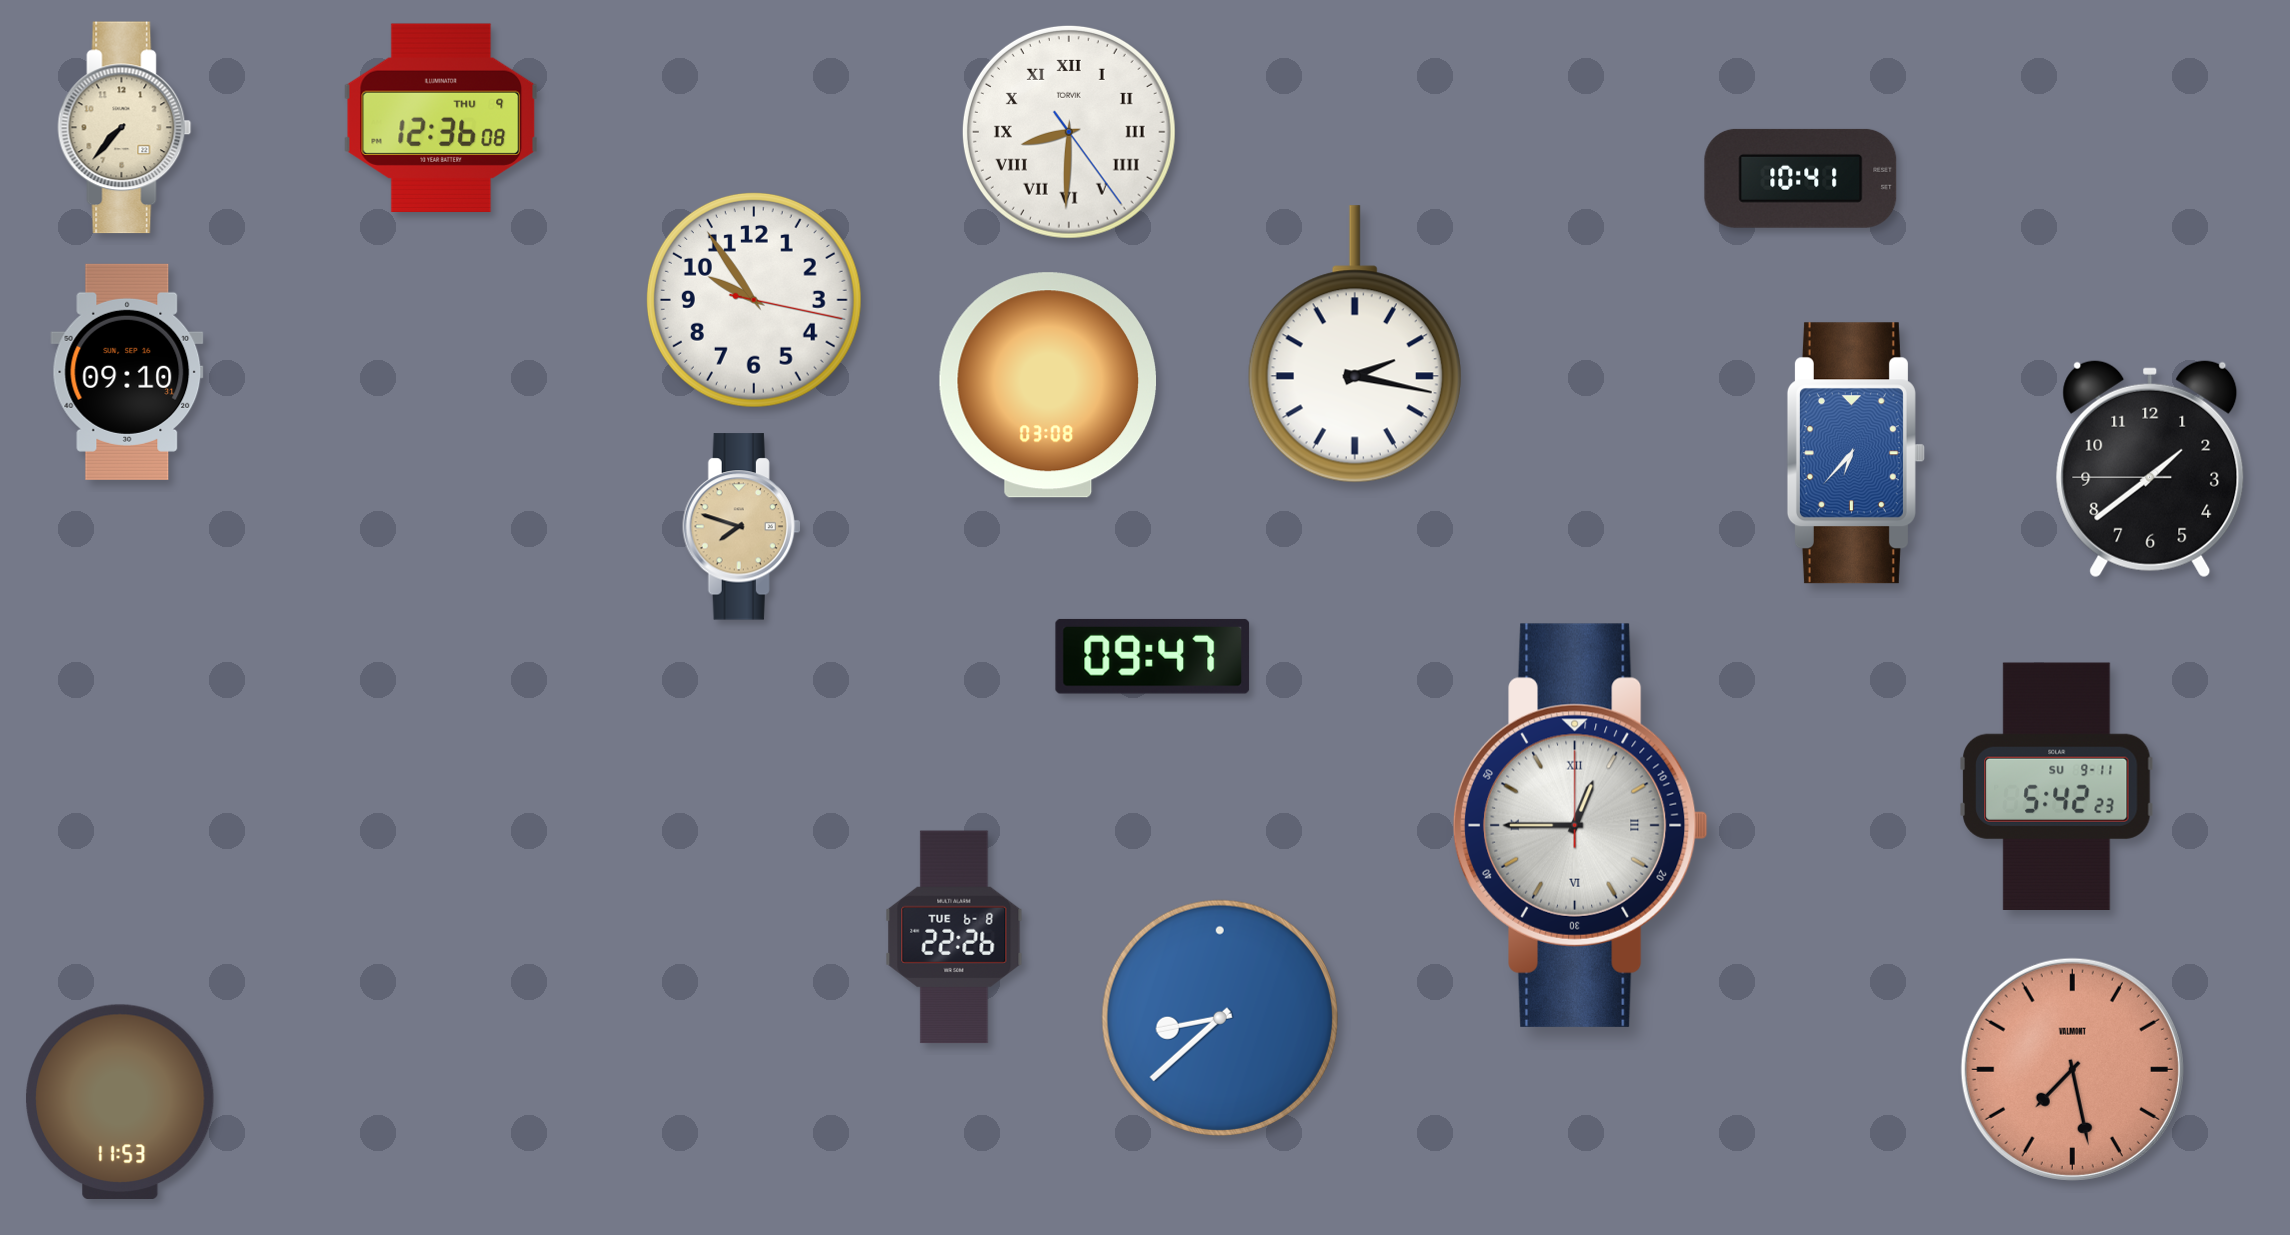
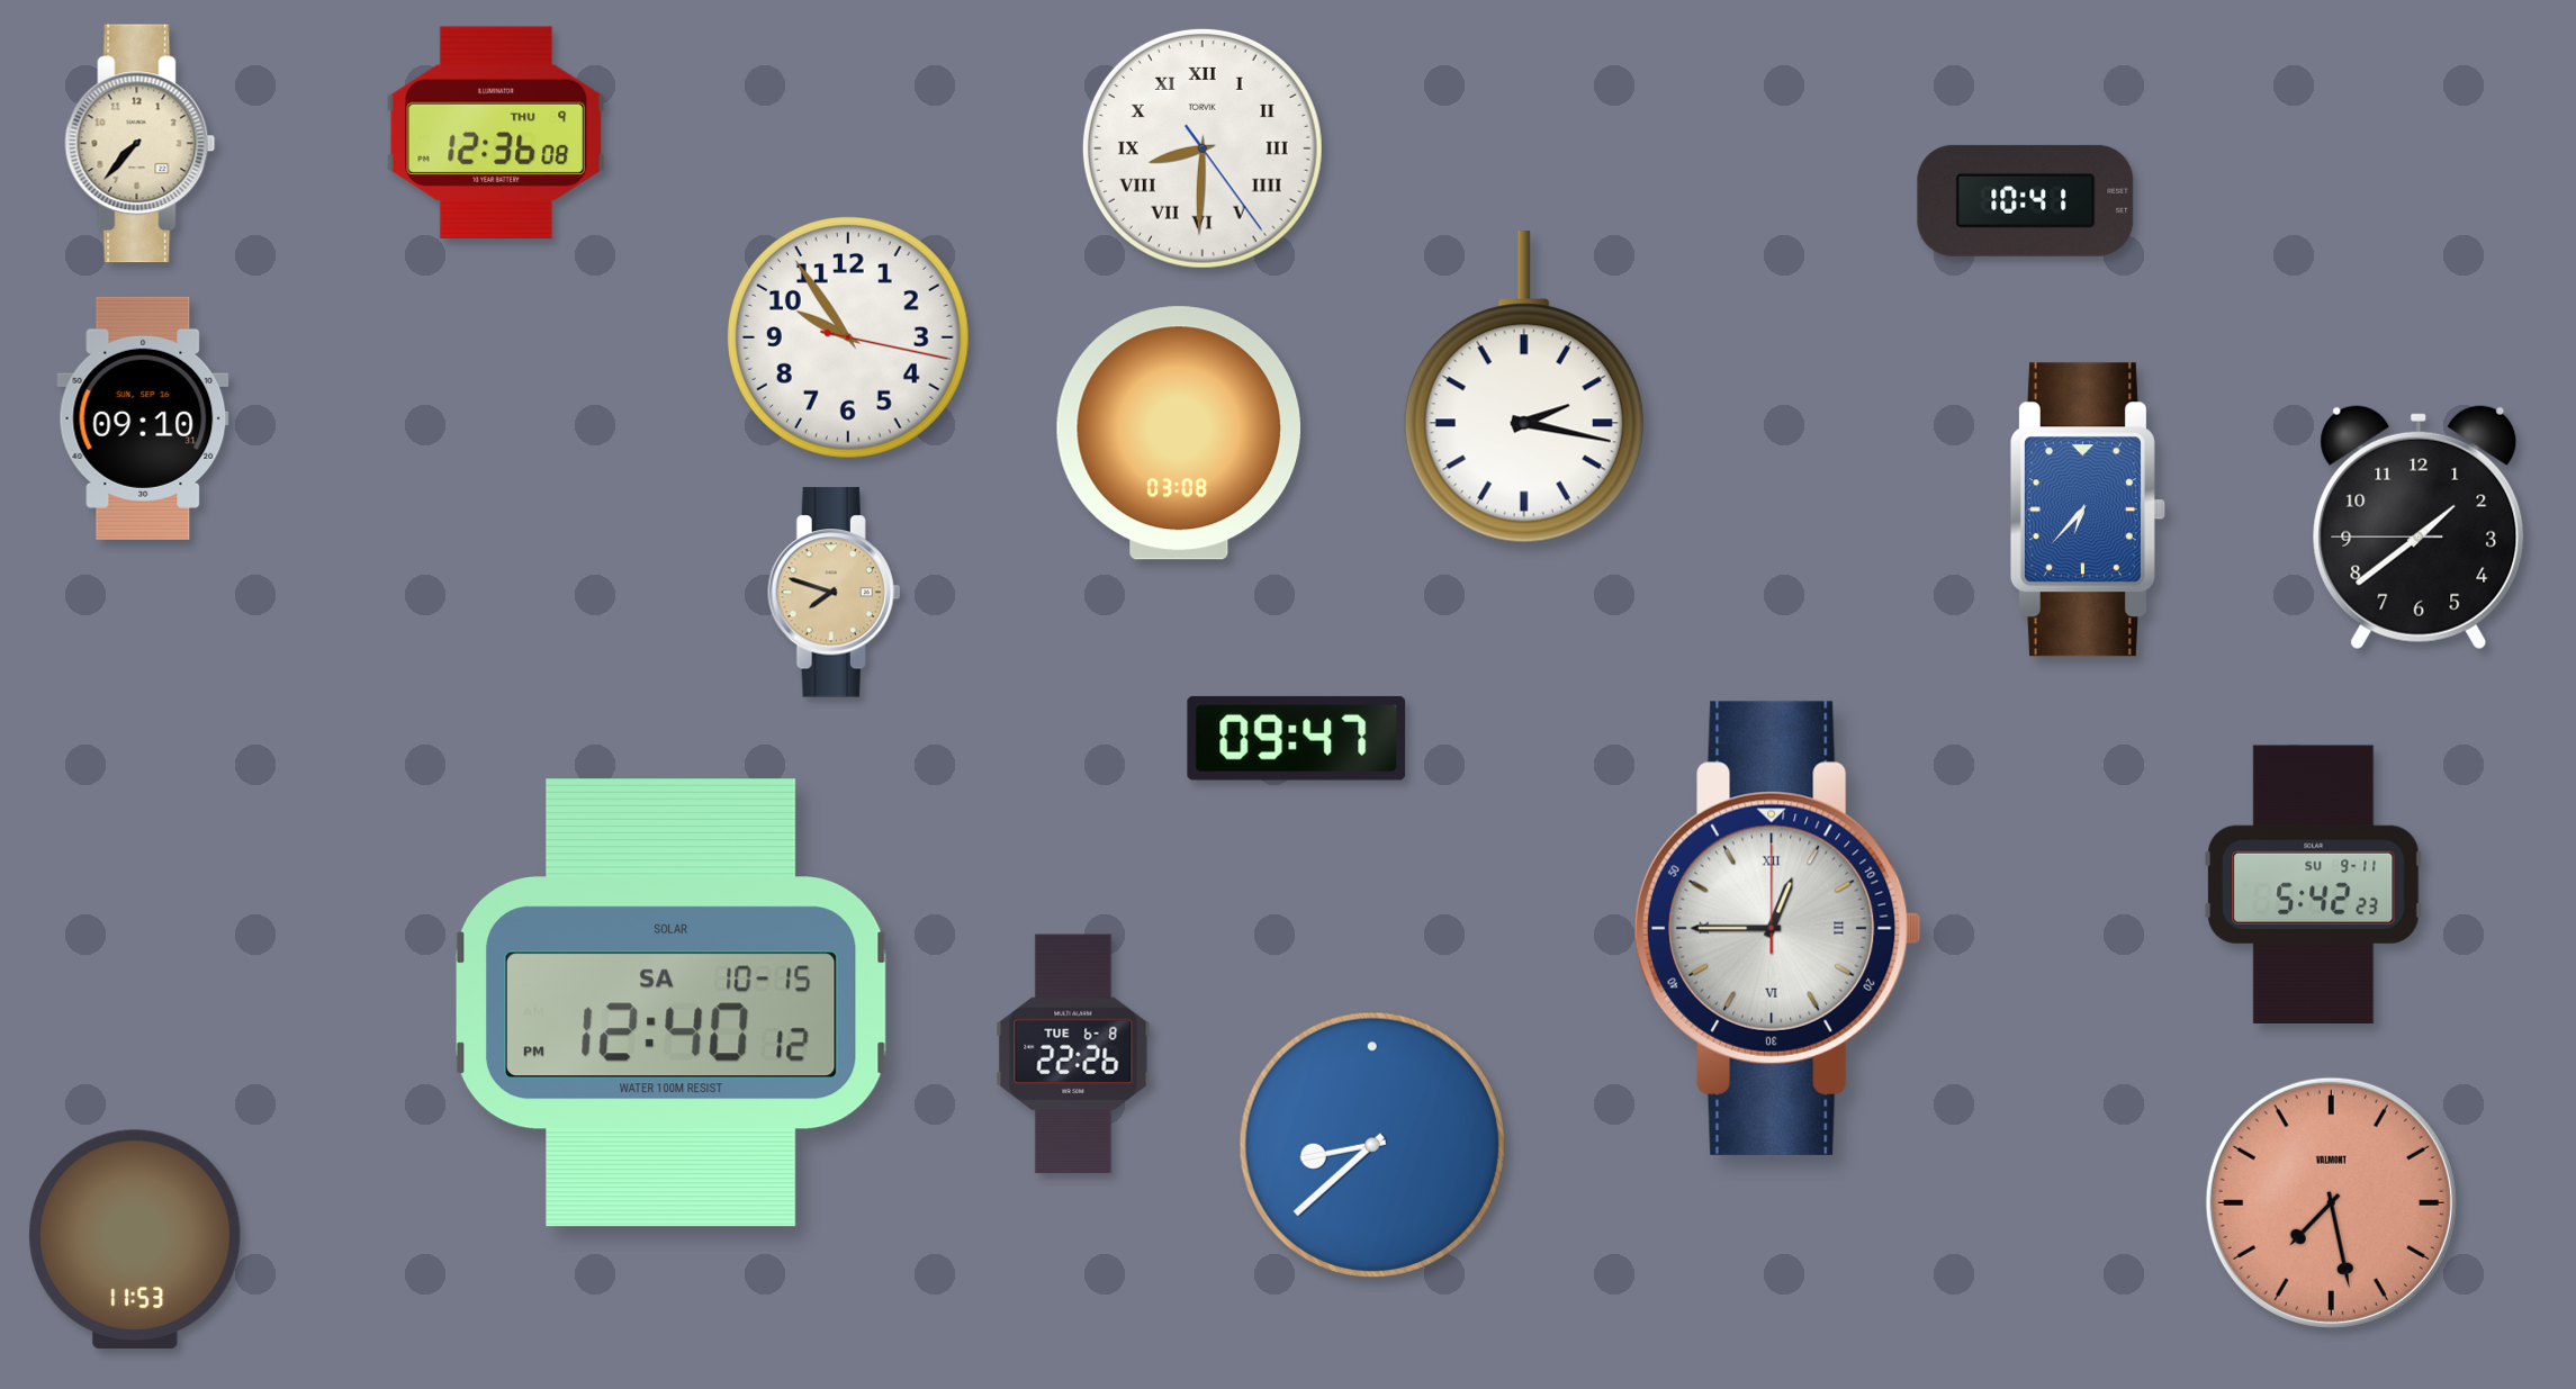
clock at (670, 1003): none -> 12:40
